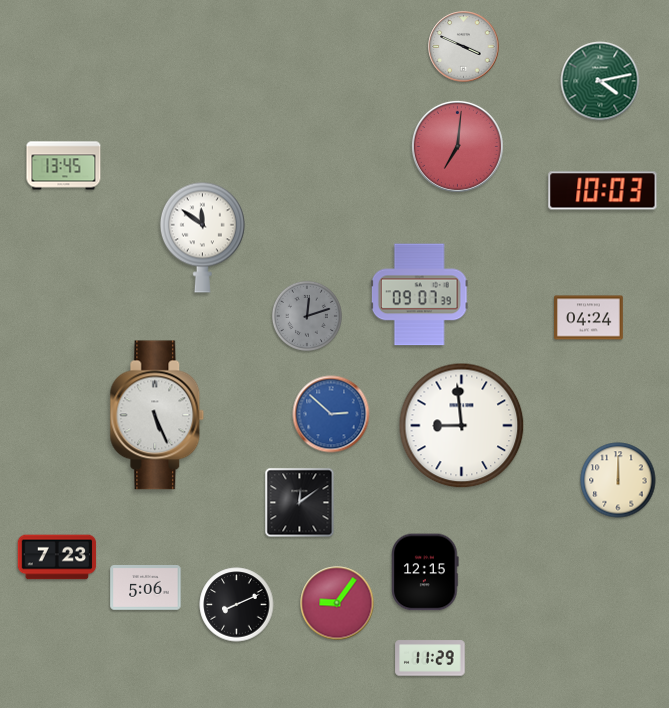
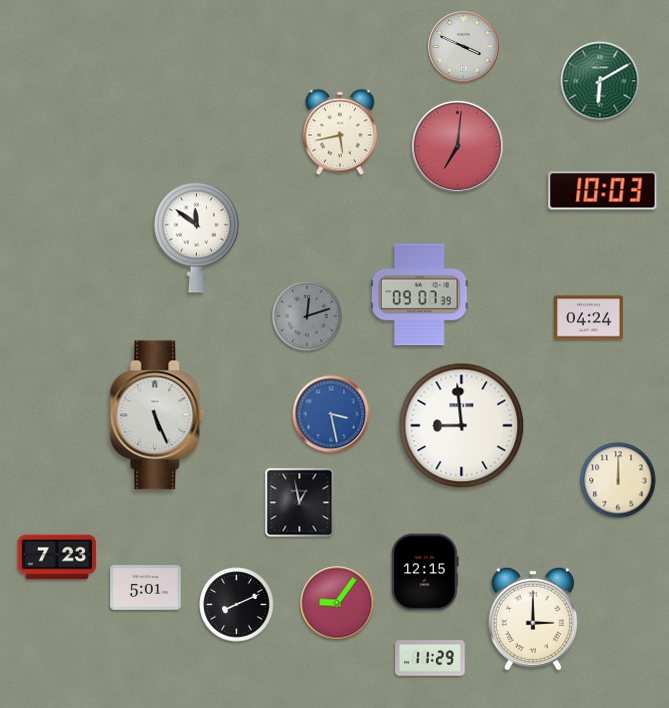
clock at (600, 81): 4:13 -> 6:10
clock at (340, 132): none -> 5:43
clock at (64, 166): 13:45 -> none
clock at (202, 237) position: (202, 237) -> (196, 237)
clock at (331, 414): 2:52 -> 3:28
clock at (300, 503): 12:09 -> 12:58
clock at (146, 588): 5:06 -> 5:01
clock at (533, 619): none -> 3:00
